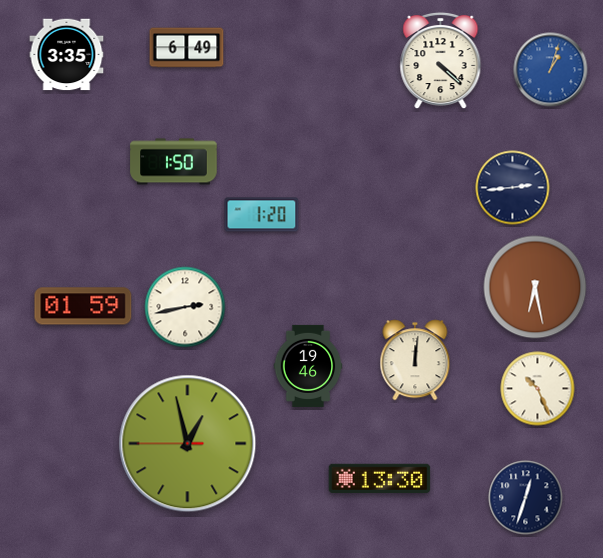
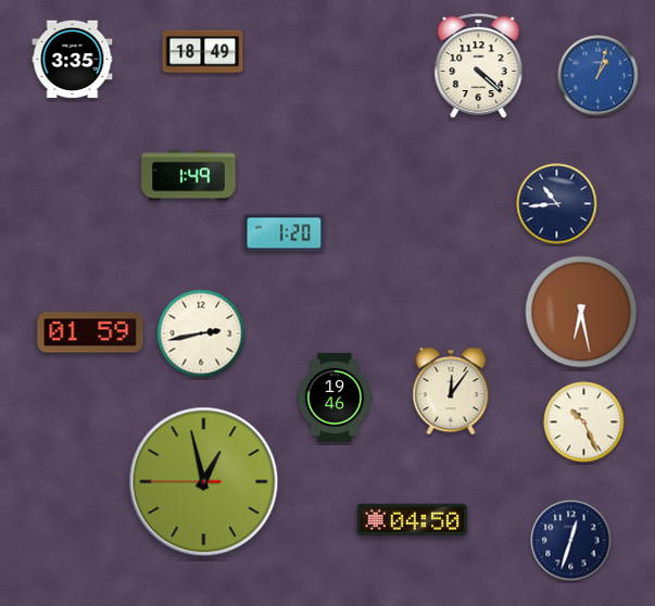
clock at (187, 48): 6:49 -> 18:49
clock at (174, 162): 1:50 -> 1:49
clock at (513, 188): 2:44 -> 10:44
clock at (415, 360): 12:01 -> 12:06
clock at (380, 478): 13:30 -> 04:50
